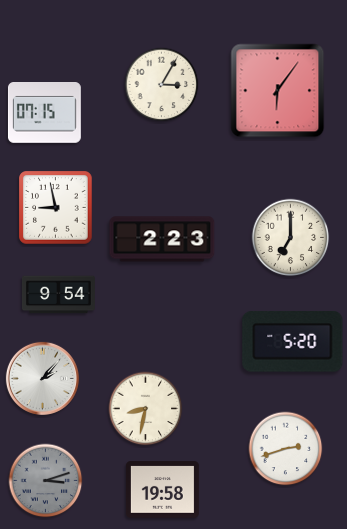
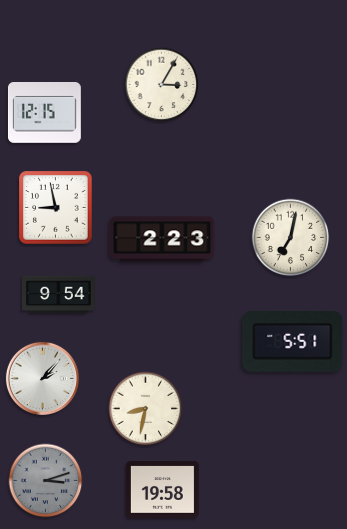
clock at (278, 91): 6:06 -> none
clock at (44, 113): 07:15 -> 12:15
clock at (291, 238): 7:00 -> 7:02
clock at (293, 342): 5:20 -> 5:51
clock at (286, 449): 2:42 -> none
